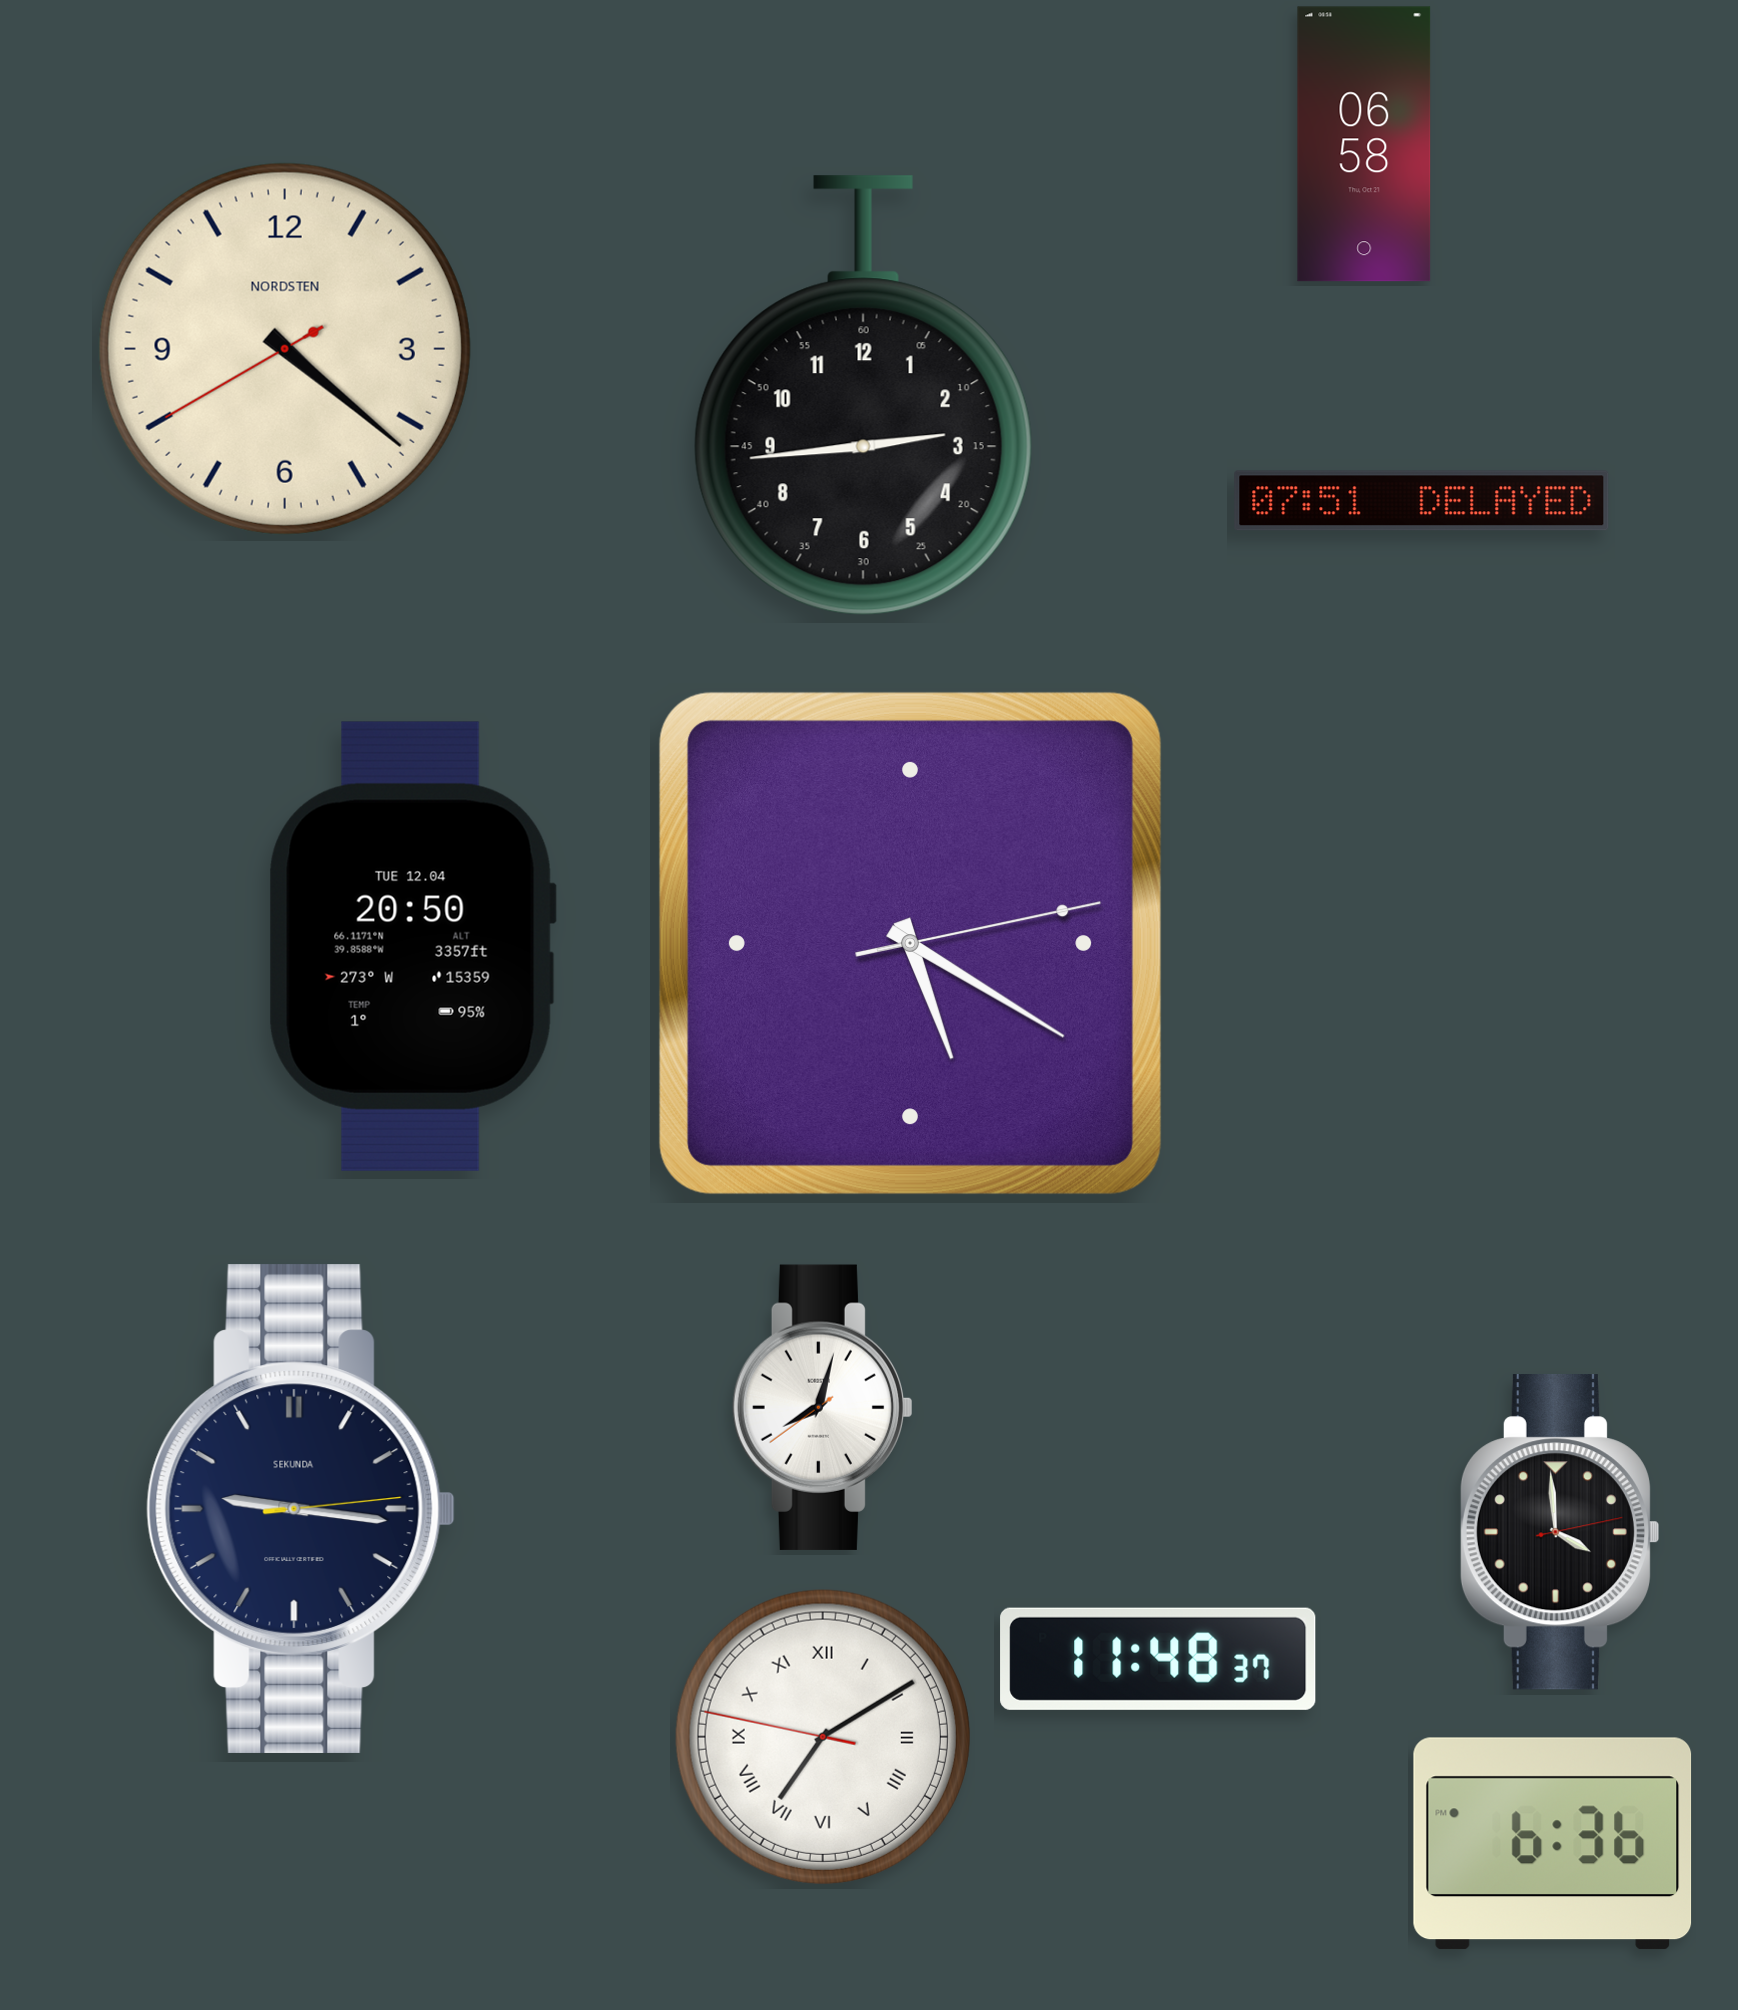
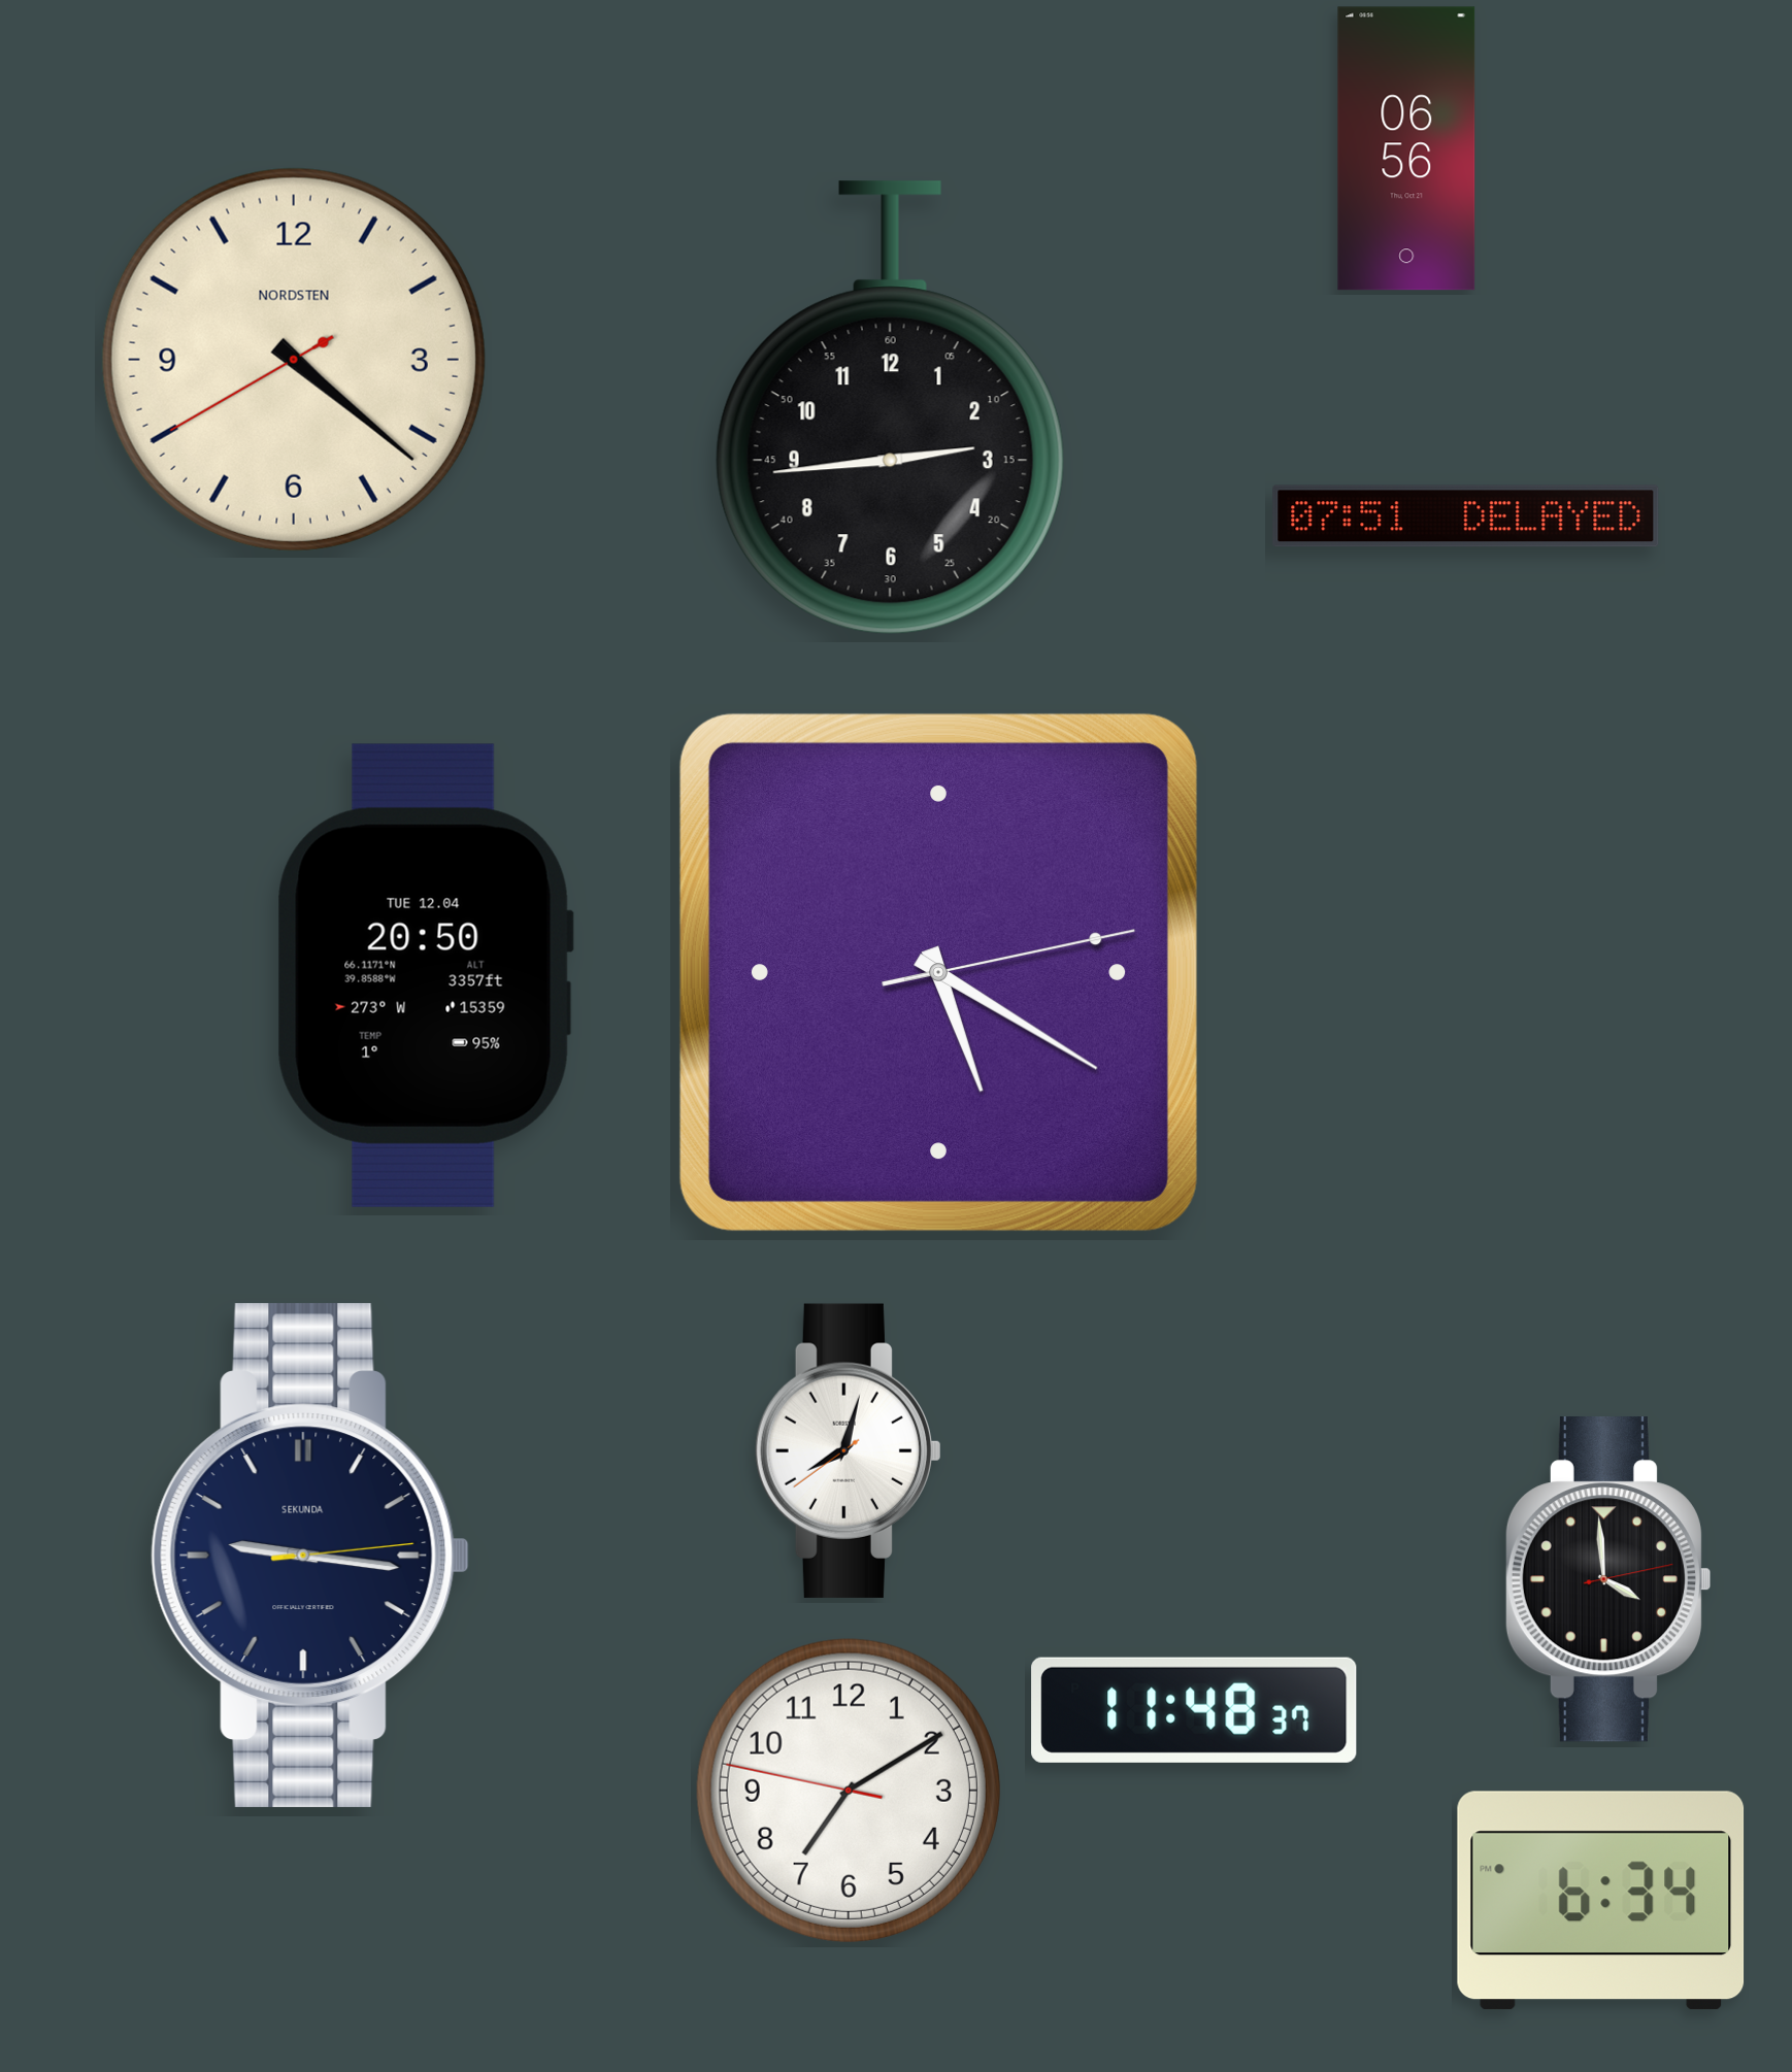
clock at (1364, 144): 06:58 -> 06:56
clock at (823, 1737) numerals: Roman -> Arabic
clock at (1553, 1844): 6:36 -> 6:34
